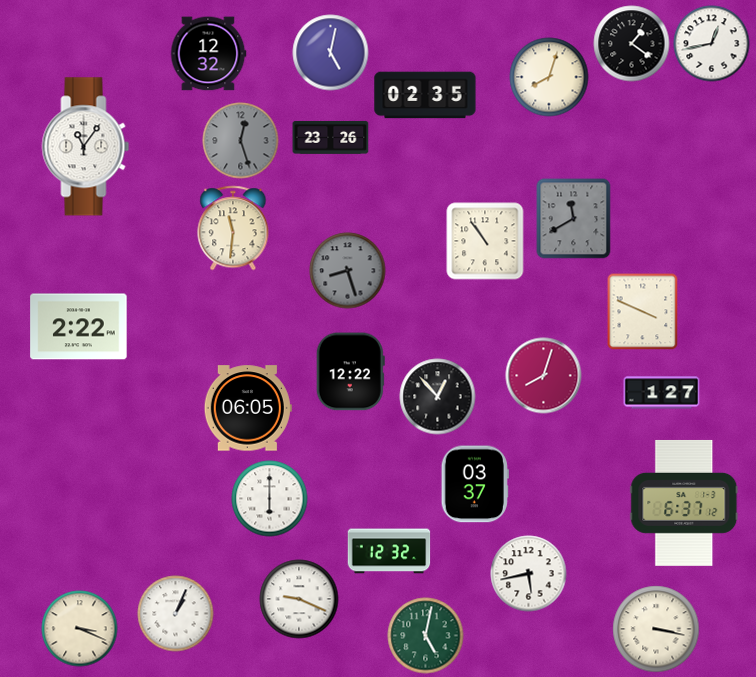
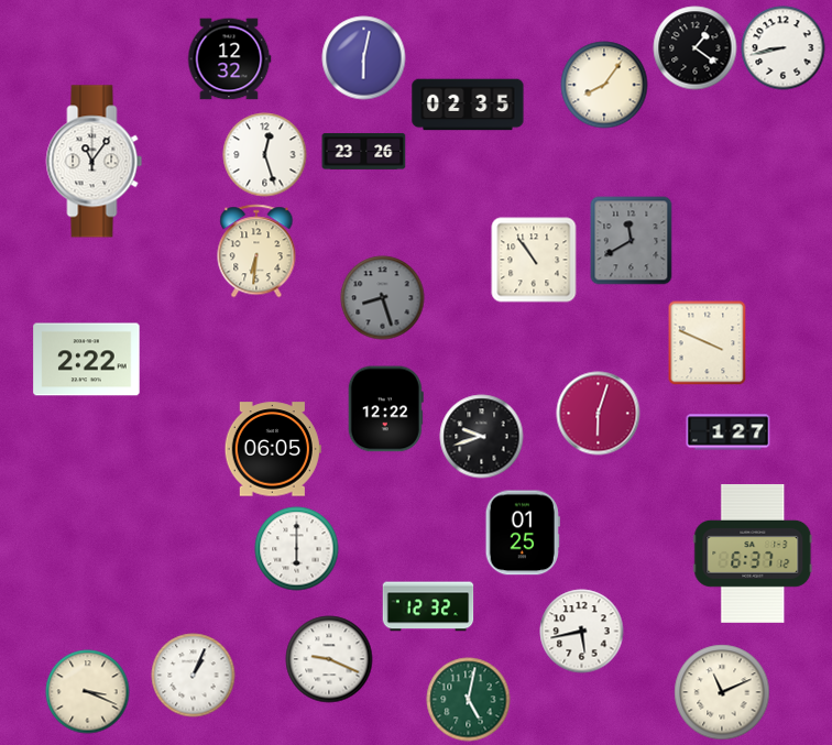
clock at (712, 44): 12:43 -> 8:43
clock at (331, 53): 5:02 -> 6:02
clock at (549, 77): 8:03 -> 8:06
clock at (241, 141) dial: grey -> white
clock at (233, 228): 11:31 -> 6:31
clock at (485, 241) position: (485, 241) -> (534, 260)
clock at (544, 376): 8:03 -> 6:03
clock at (438, 397): 12:53 -> 9:42
clock at (475, 484): 03:37 -> 01:25
clock at (656, 629): 3:17 -> 11:11
